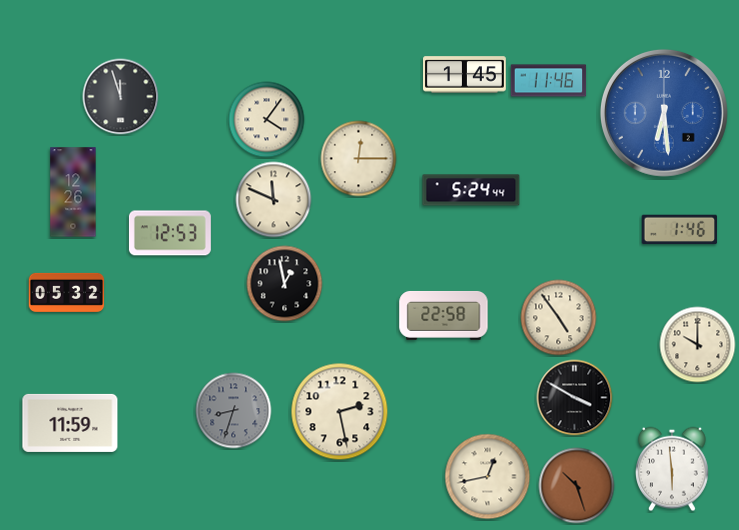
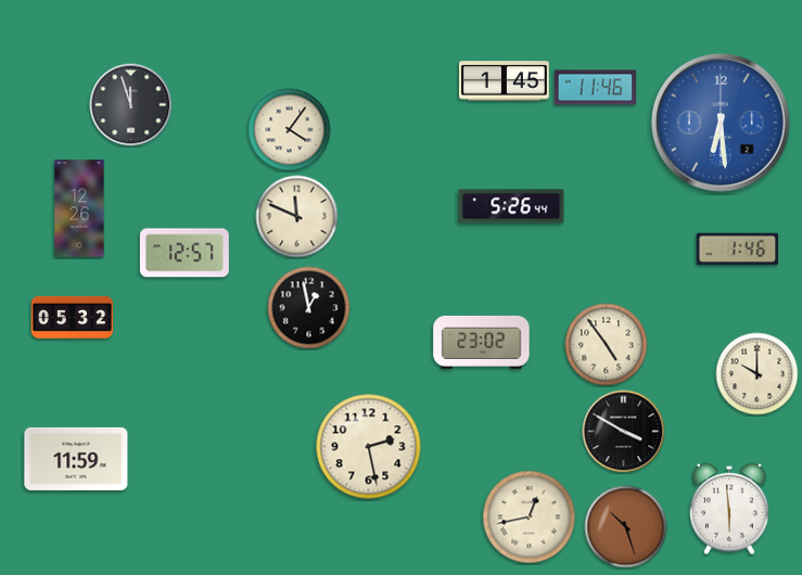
clock at (359, 159): 12:15 -> none
clock at (471, 190): 5:24 -> 5:26
clock at (170, 233): 12:53 -> 12:57
clock at (444, 315): 22:58 -> 23:02
clock at (234, 411): 8:33 -> none
